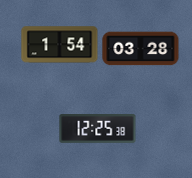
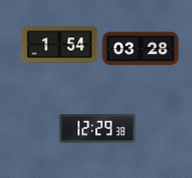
clock at (98, 129): 12:25 -> 12:29
